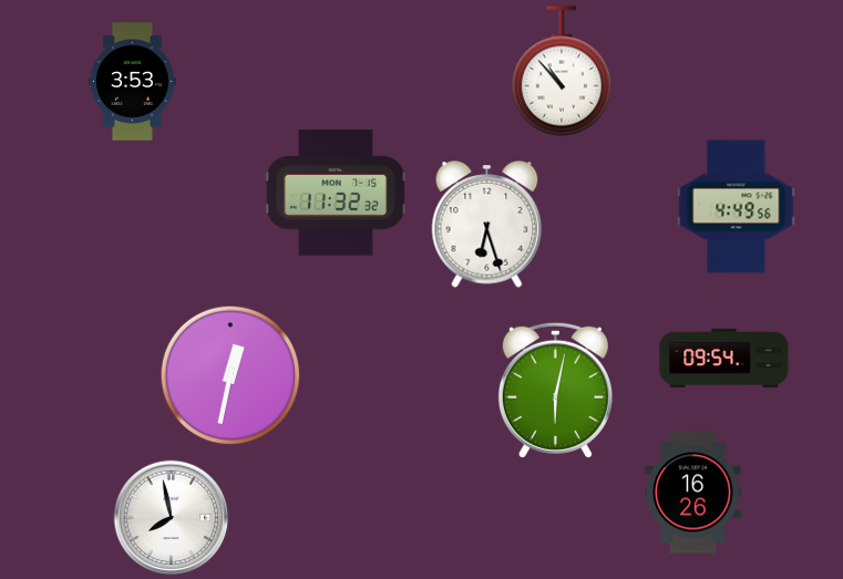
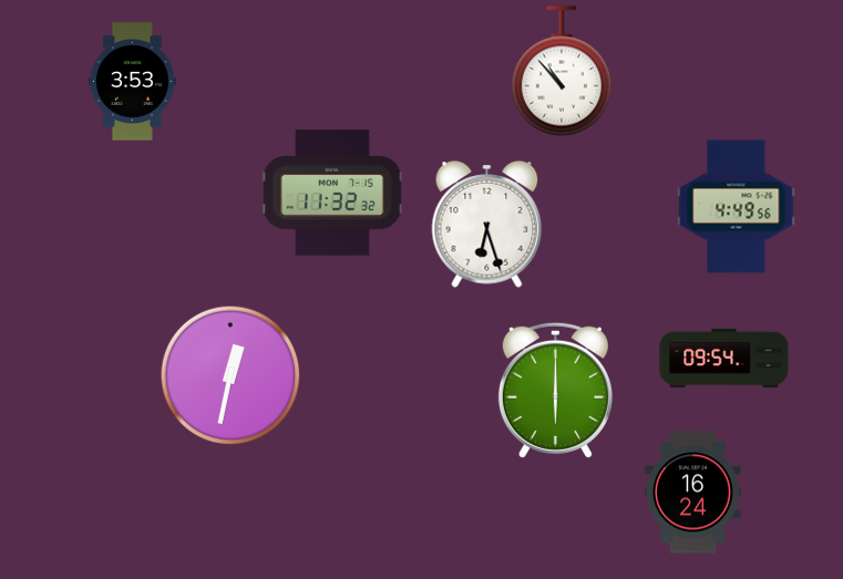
clock at (336, 193) position: (336, 193) -> (332, 193)
clock at (555, 390): 6:02 -> 6:00
clock at (693, 493): 16:26 -> 16:24
clock at (172, 518): 7:58 -> none
